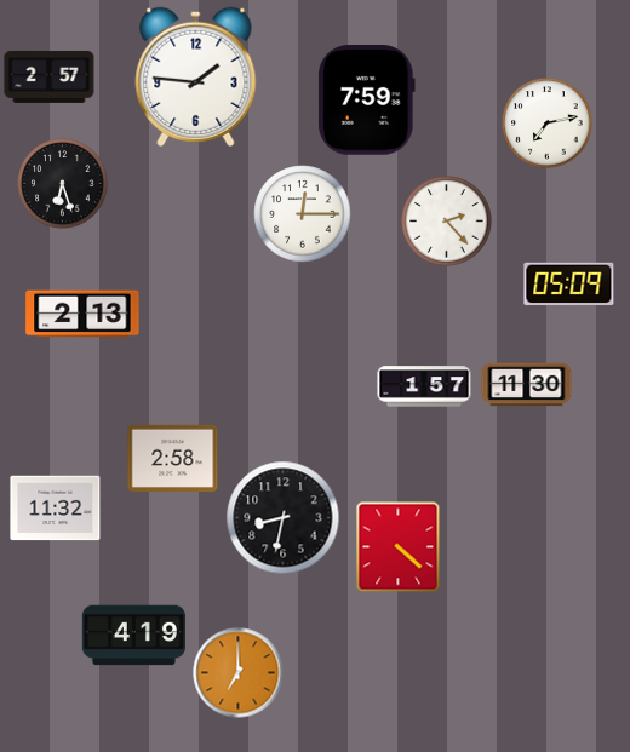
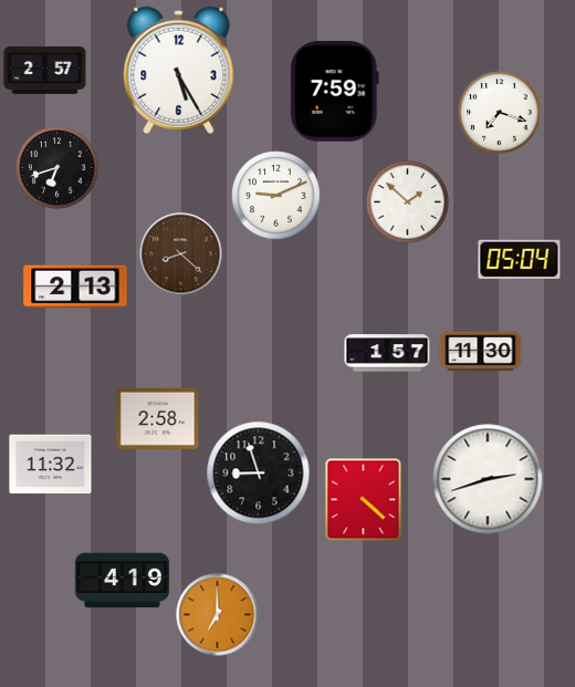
clock at (196, 76): 1:46 -> 5:25
clock at (548, 124): 7:13 -> 7:18
clock at (63, 184): 6:27 -> 6:42
clock at (303, 214): 12:15 -> 9:11
clock at (447, 222): 2:23 -> 1:52
clock at (181, 254): none -> 8:22
clock at (569, 285): 05:09 -> 05:04
clock at (283, 518): 8:32 -> 8:57
clock at (488, 479): none -> 2:42
